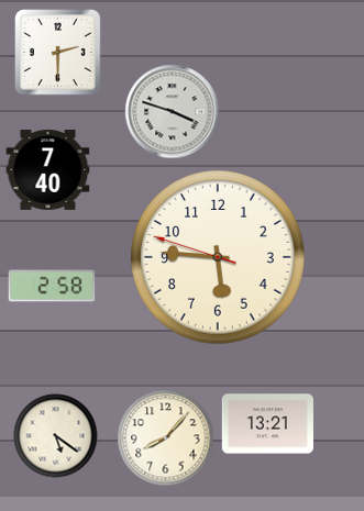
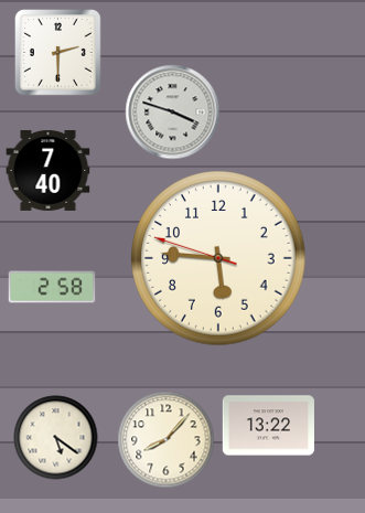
clock at (267, 424): 13:21 -> 13:22
